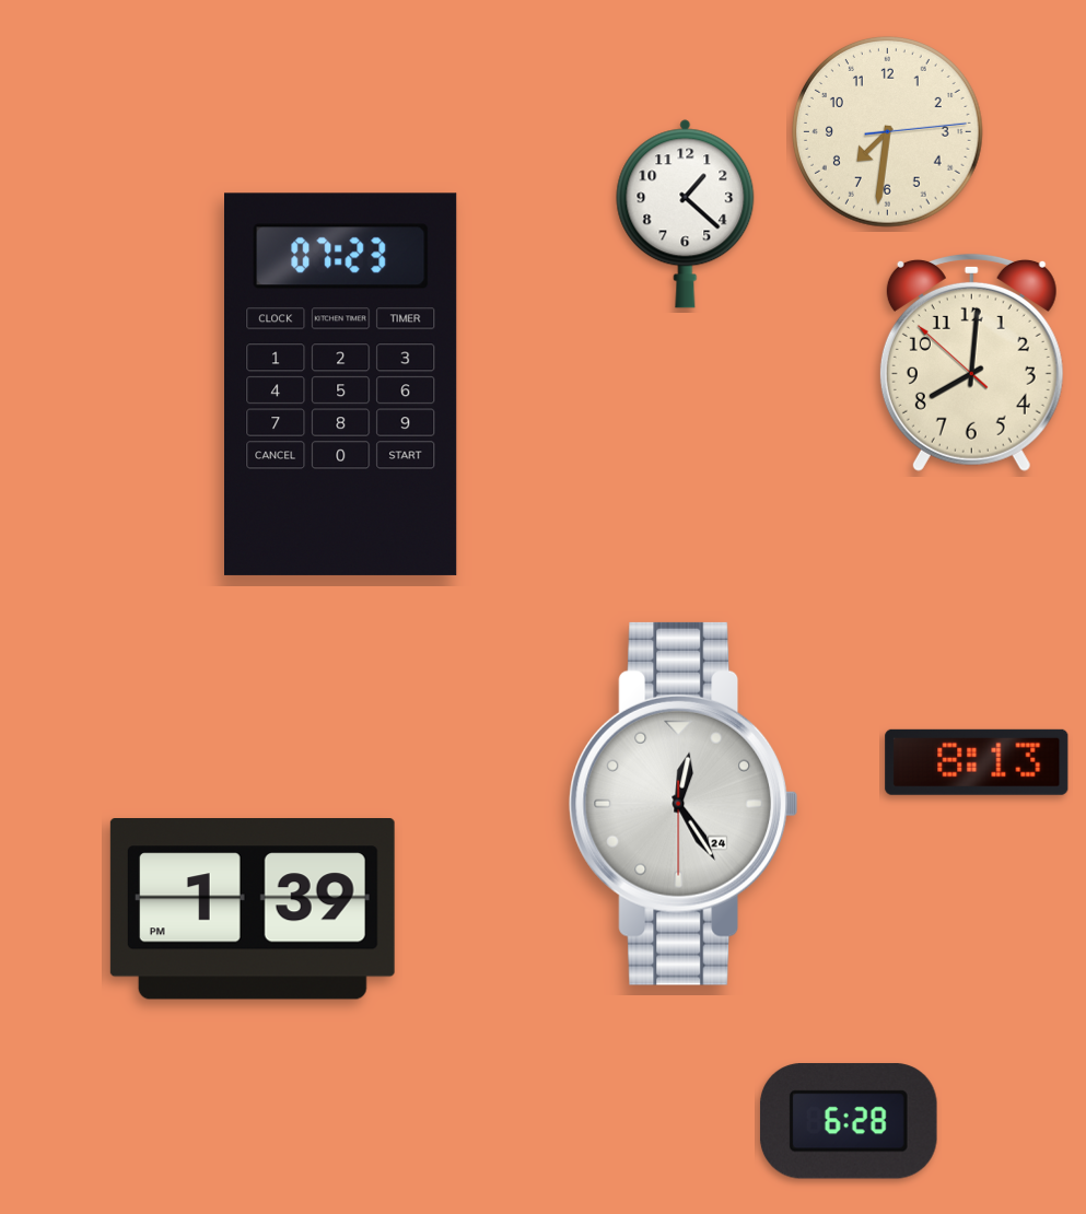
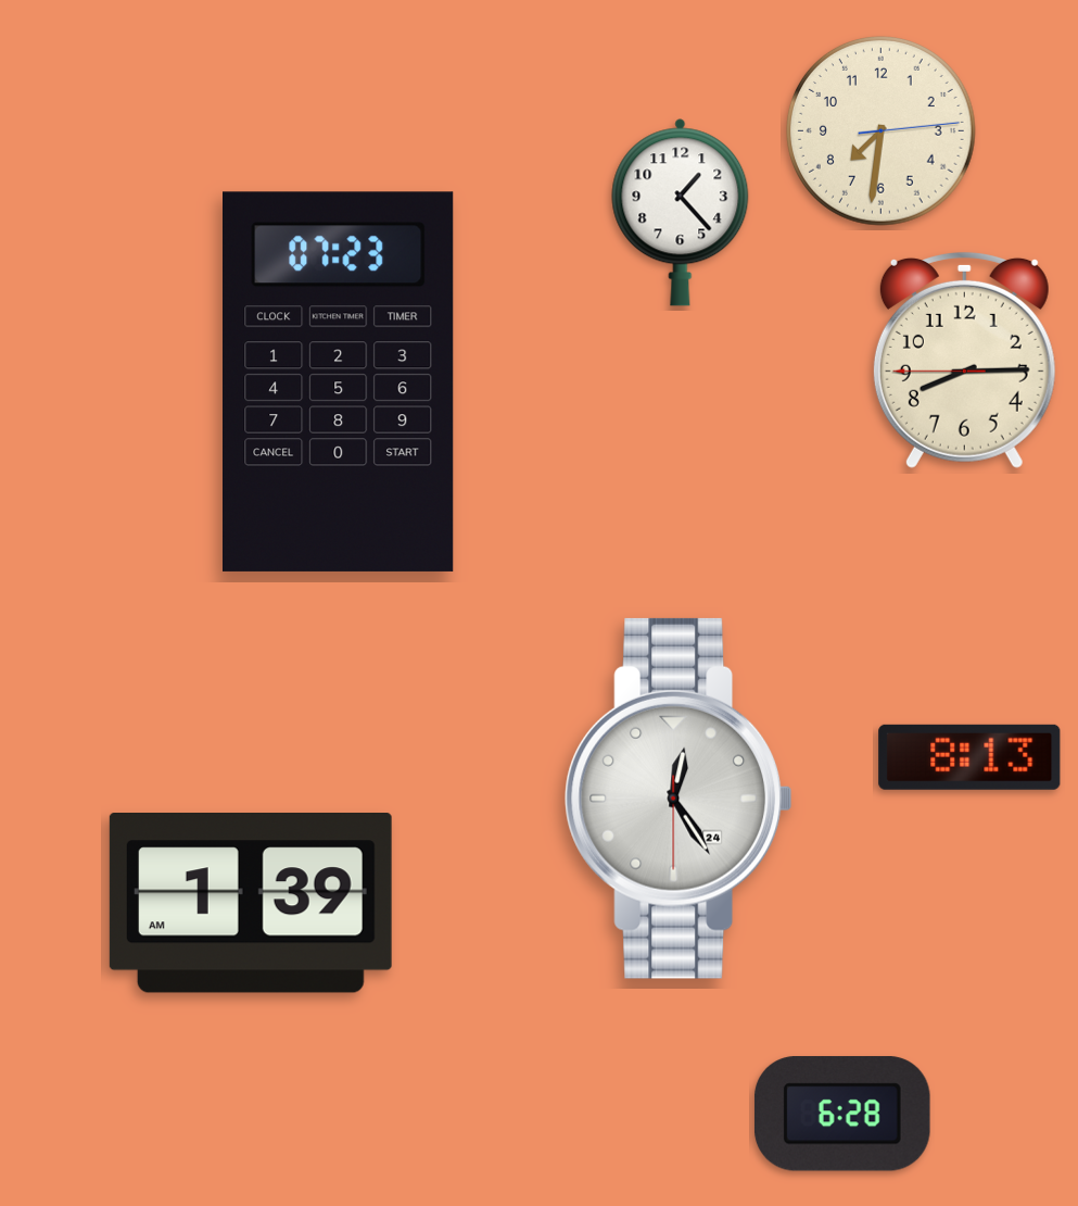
clock at (686, 214): 1:22 -> 1:23
clock at (971, 362): 8:00 -> 8:14
clock at (253, 910): 1:39 PM -> 1:39 AM
